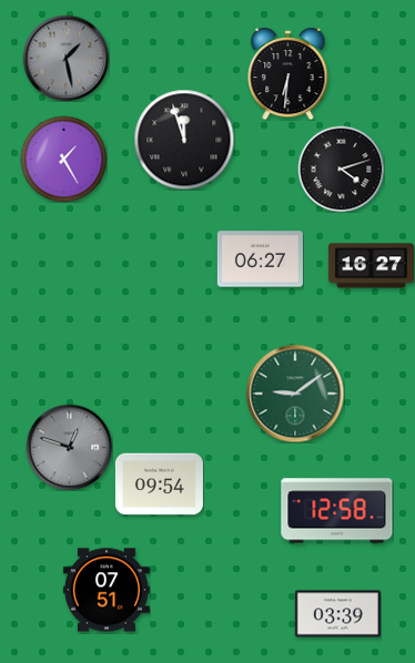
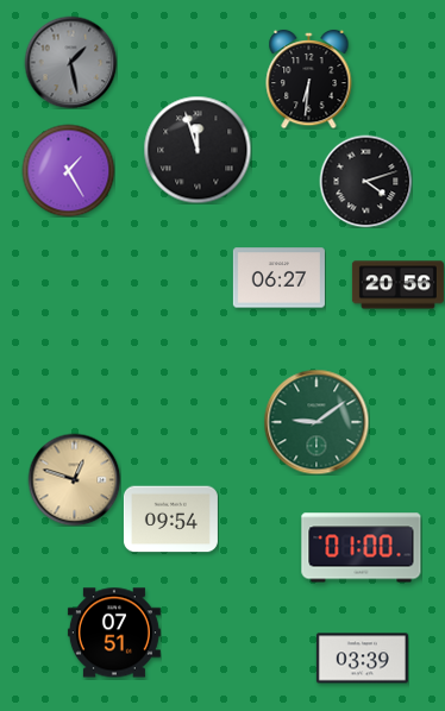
clock at (371, 266): 16:27 -> 20:56
clock at (69, 447) dial: grey -> champagne
clock at (337, 511): 12:58 -> 01:00
